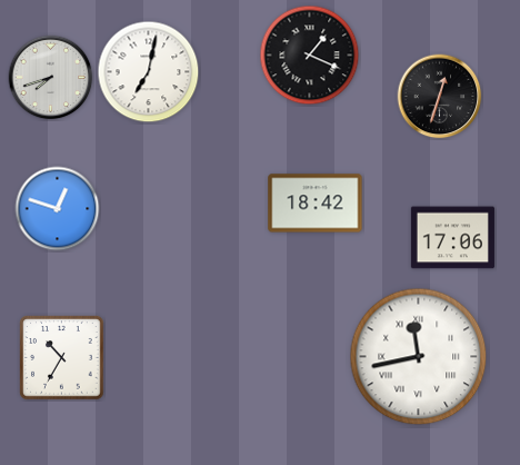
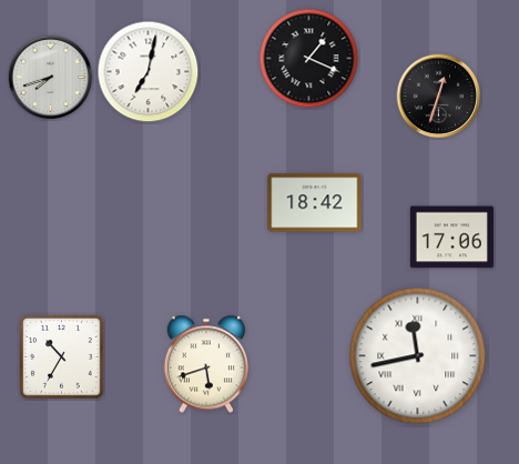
clock at (310, 56) position: (310, 56) -> (309, 59)
clock at (58, 209): 12:48 -> none
clock at (206, 364): none -> 5:42
